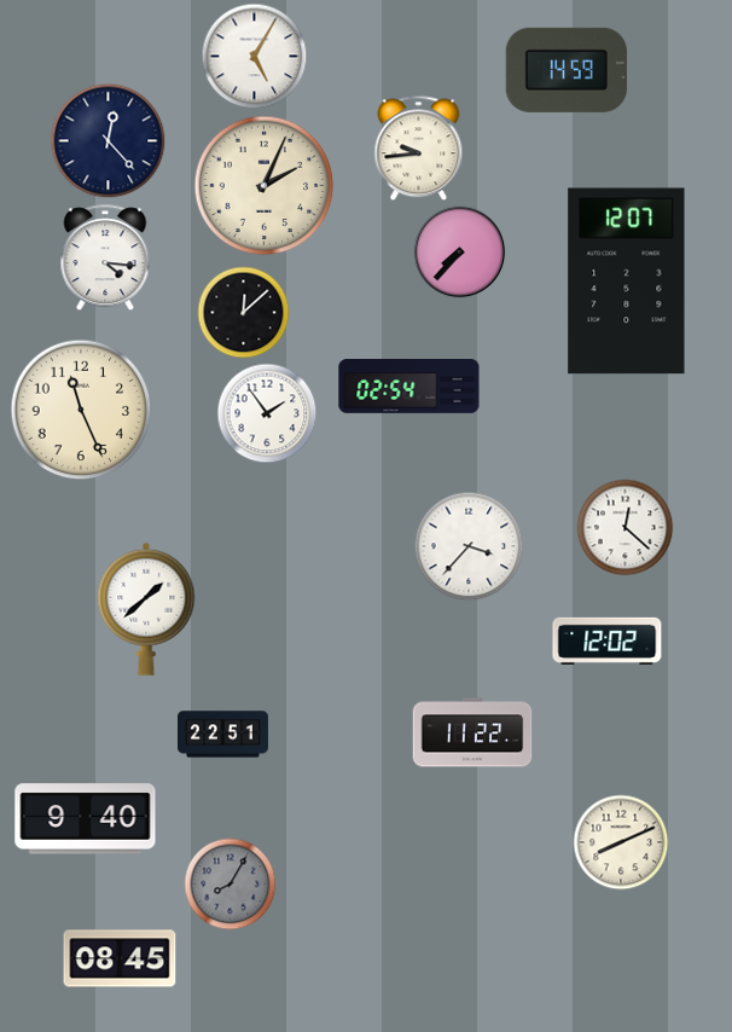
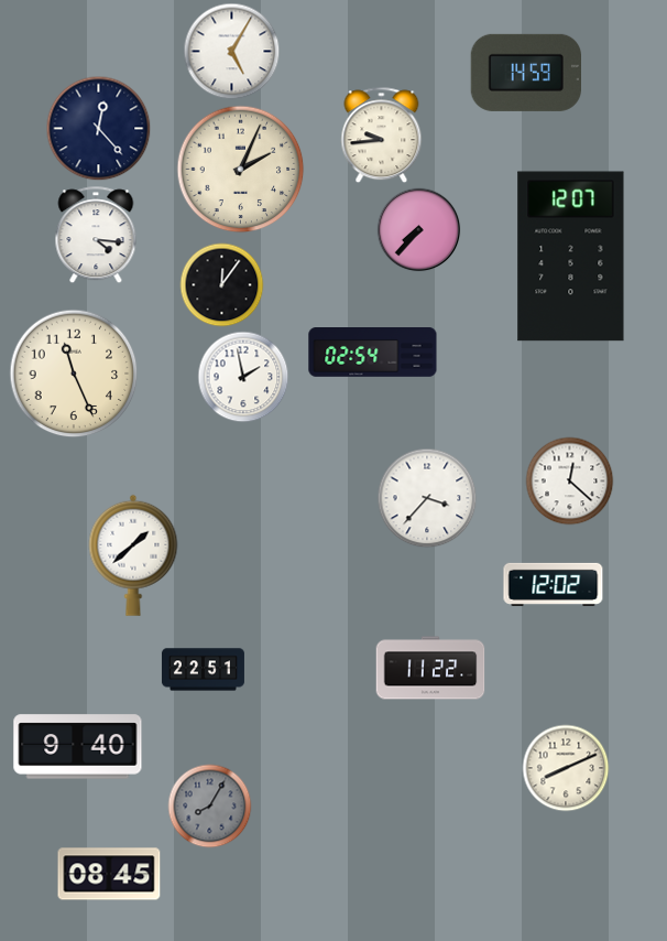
clock at (565, 70) position: (565, 70) -> (525, 73)
clock at (244, 313): 12:08 -> 12:06
clock at (267, 413): 1:54 -> 1:58
